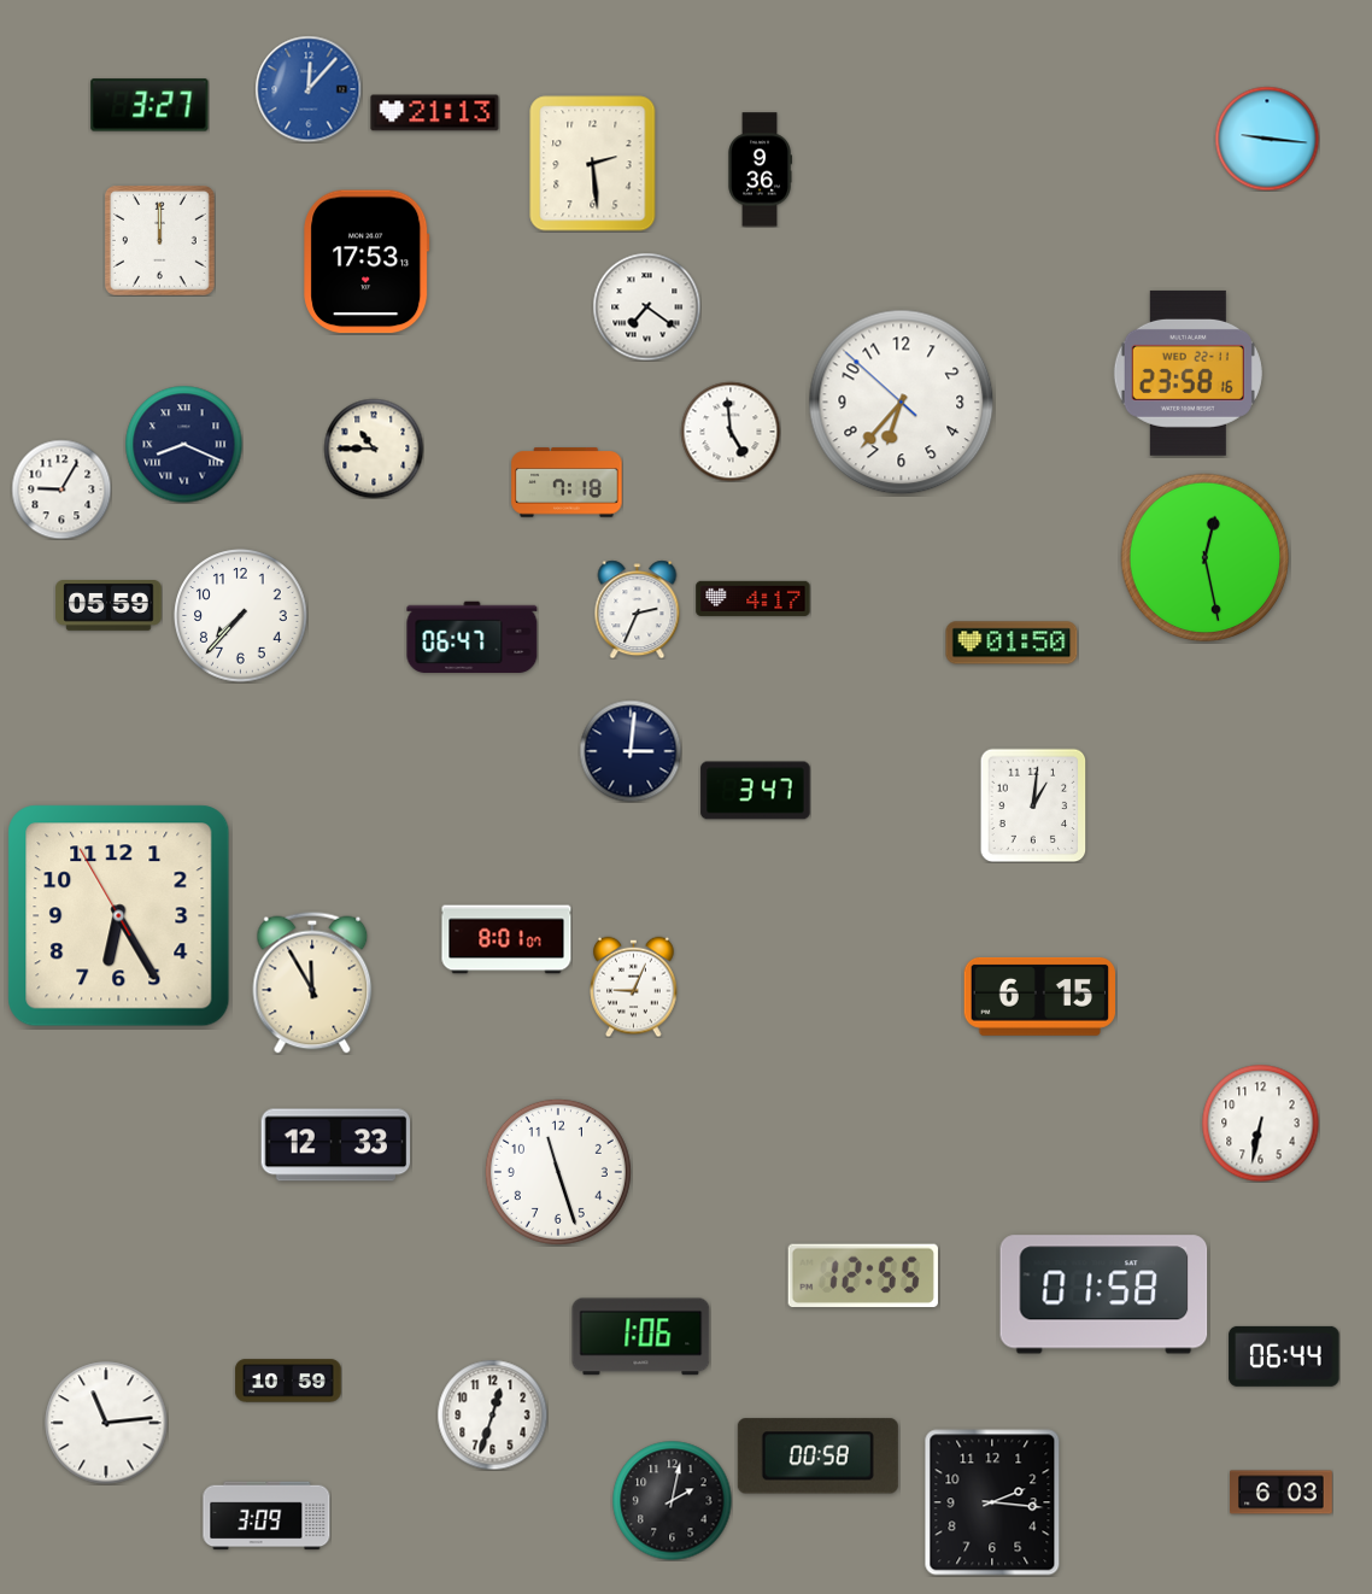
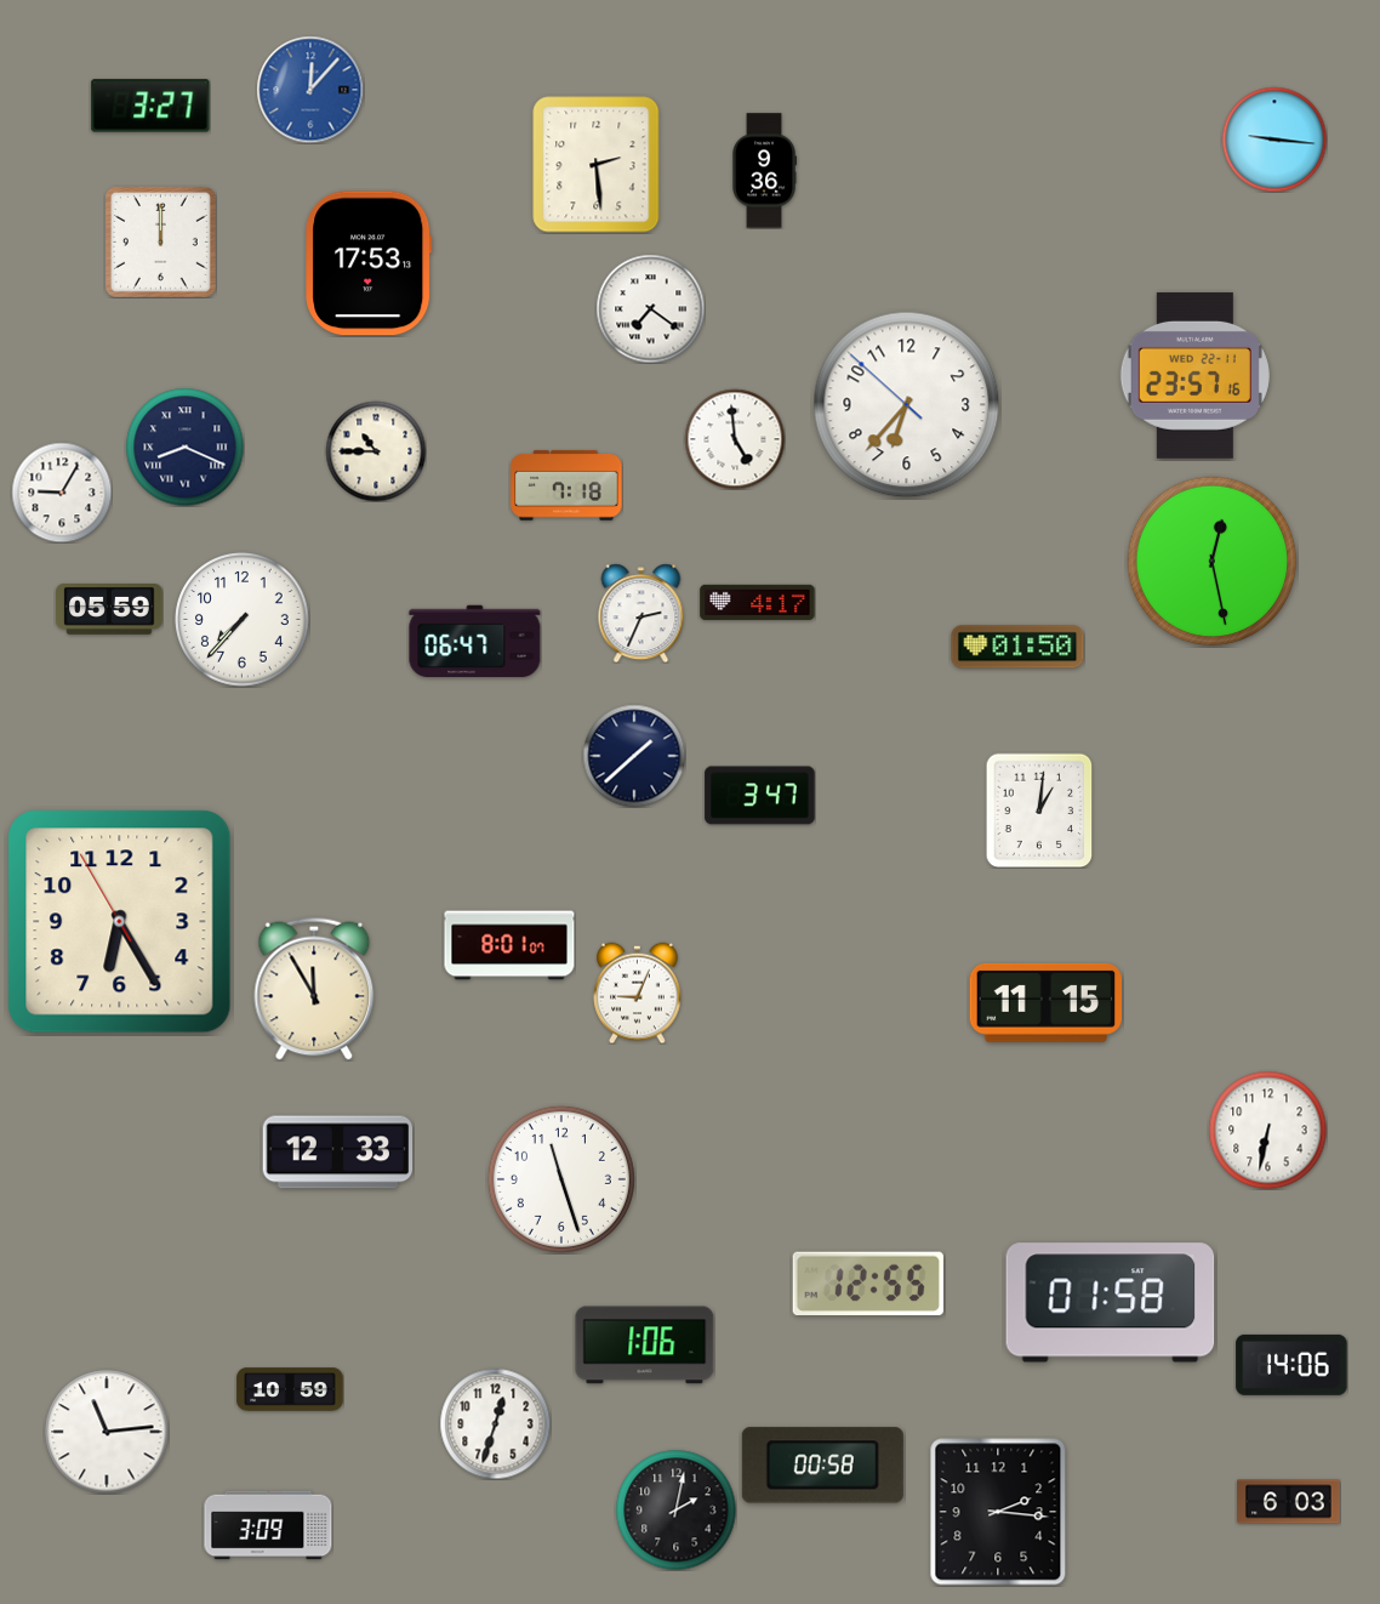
clock at (435, 113): 21:13 -> none
clock at (1188, 373): 23:58 -> 23:57
clock at (731, 432) position: (731, 432) -> (735, 439)
clock at (567, 482) position: (567, 482) -> (566, 485)
clock at (631, 751): 3:01 -> 1:38
clock at (1039, 996): 6:15 -> 11:15
clock at (1284, 1356): 06:44 -> 14:06
